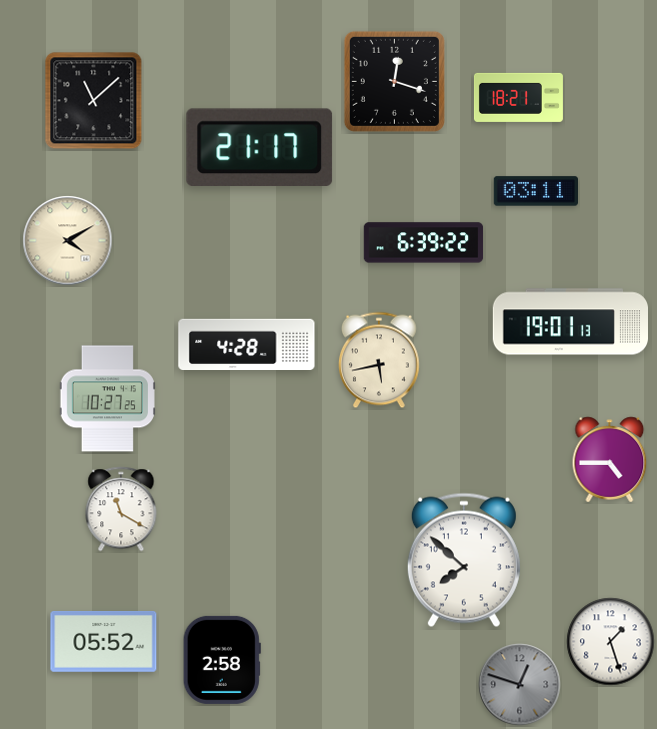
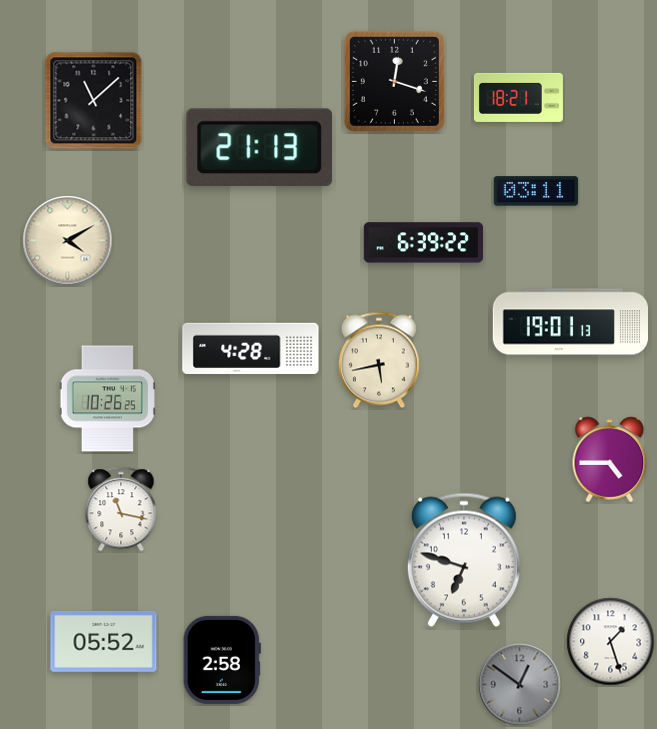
clock at (260, 147): 21:17 -> 21:13
clock at (247, 345) position: (247, 345) -> (251, 349)
clock at (107, 399): 10:27 -> 10:26
clock at (121, 509): 11:20 -> 11:17
clock at (464, 560): 7:52 -> 6:48
clock at (520, 685): 12:48 -> 12:51
